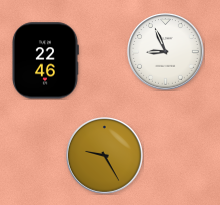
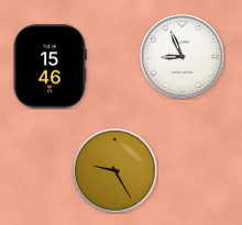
clock at (45, 61): 22:46 -> 15:46
